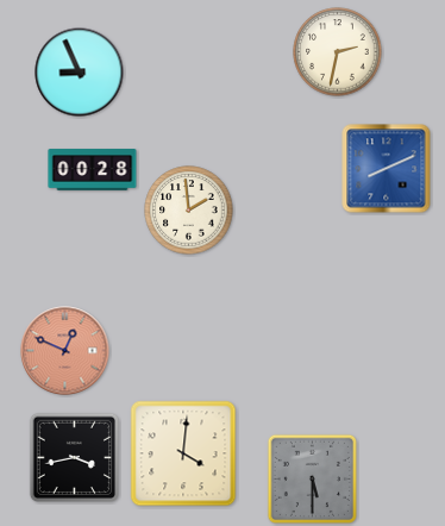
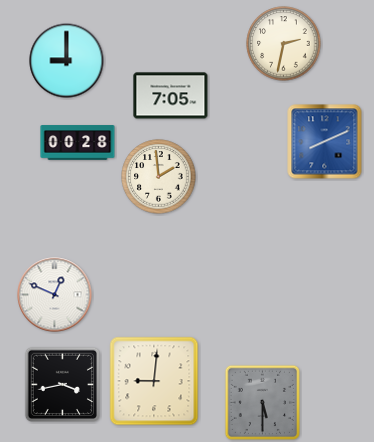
clock at (80, 73): 8:56 -> 9:00
clock at (171, 96): none -> 7:05
clock at (65, 351) dial: salmon -> white
clock at (183, 453): 4:01 -> 9:01
